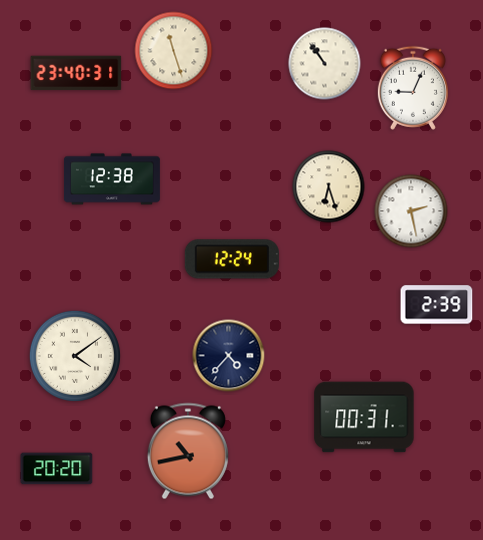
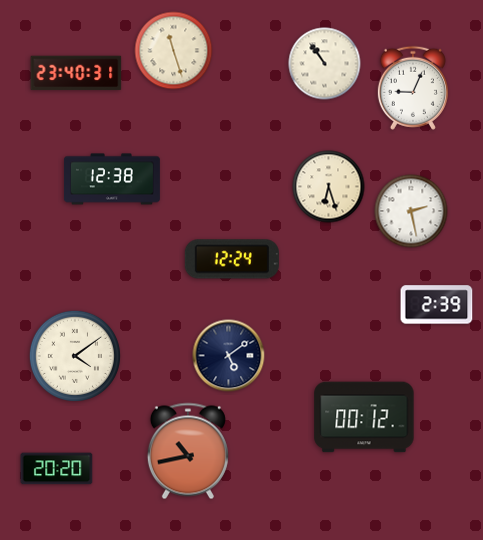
clock at (229, 356): 4:37 -> 5:09
clock at (364, 417): 00:31 -> 00:12
